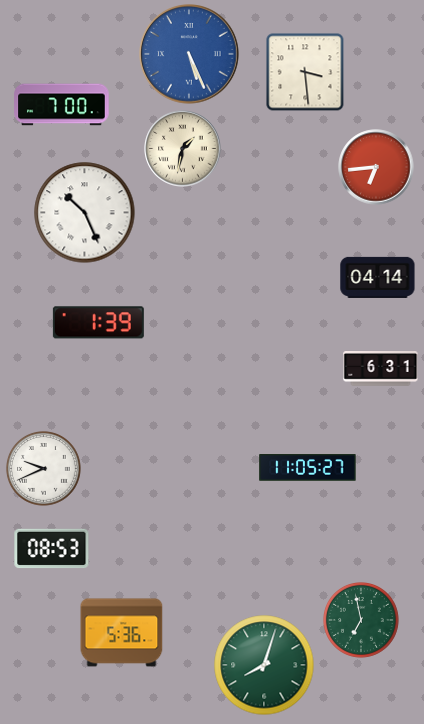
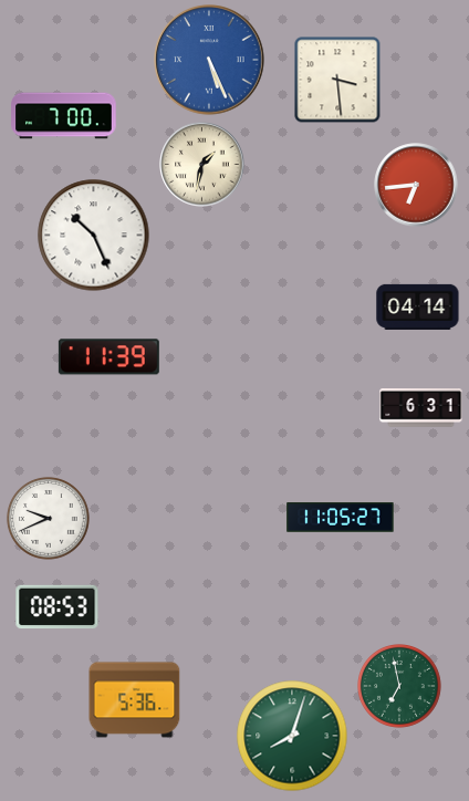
clock at (62, 105) position: (62, 105) -> (64, 116)
clock at (98, 323): 1:39 -> 11:39
